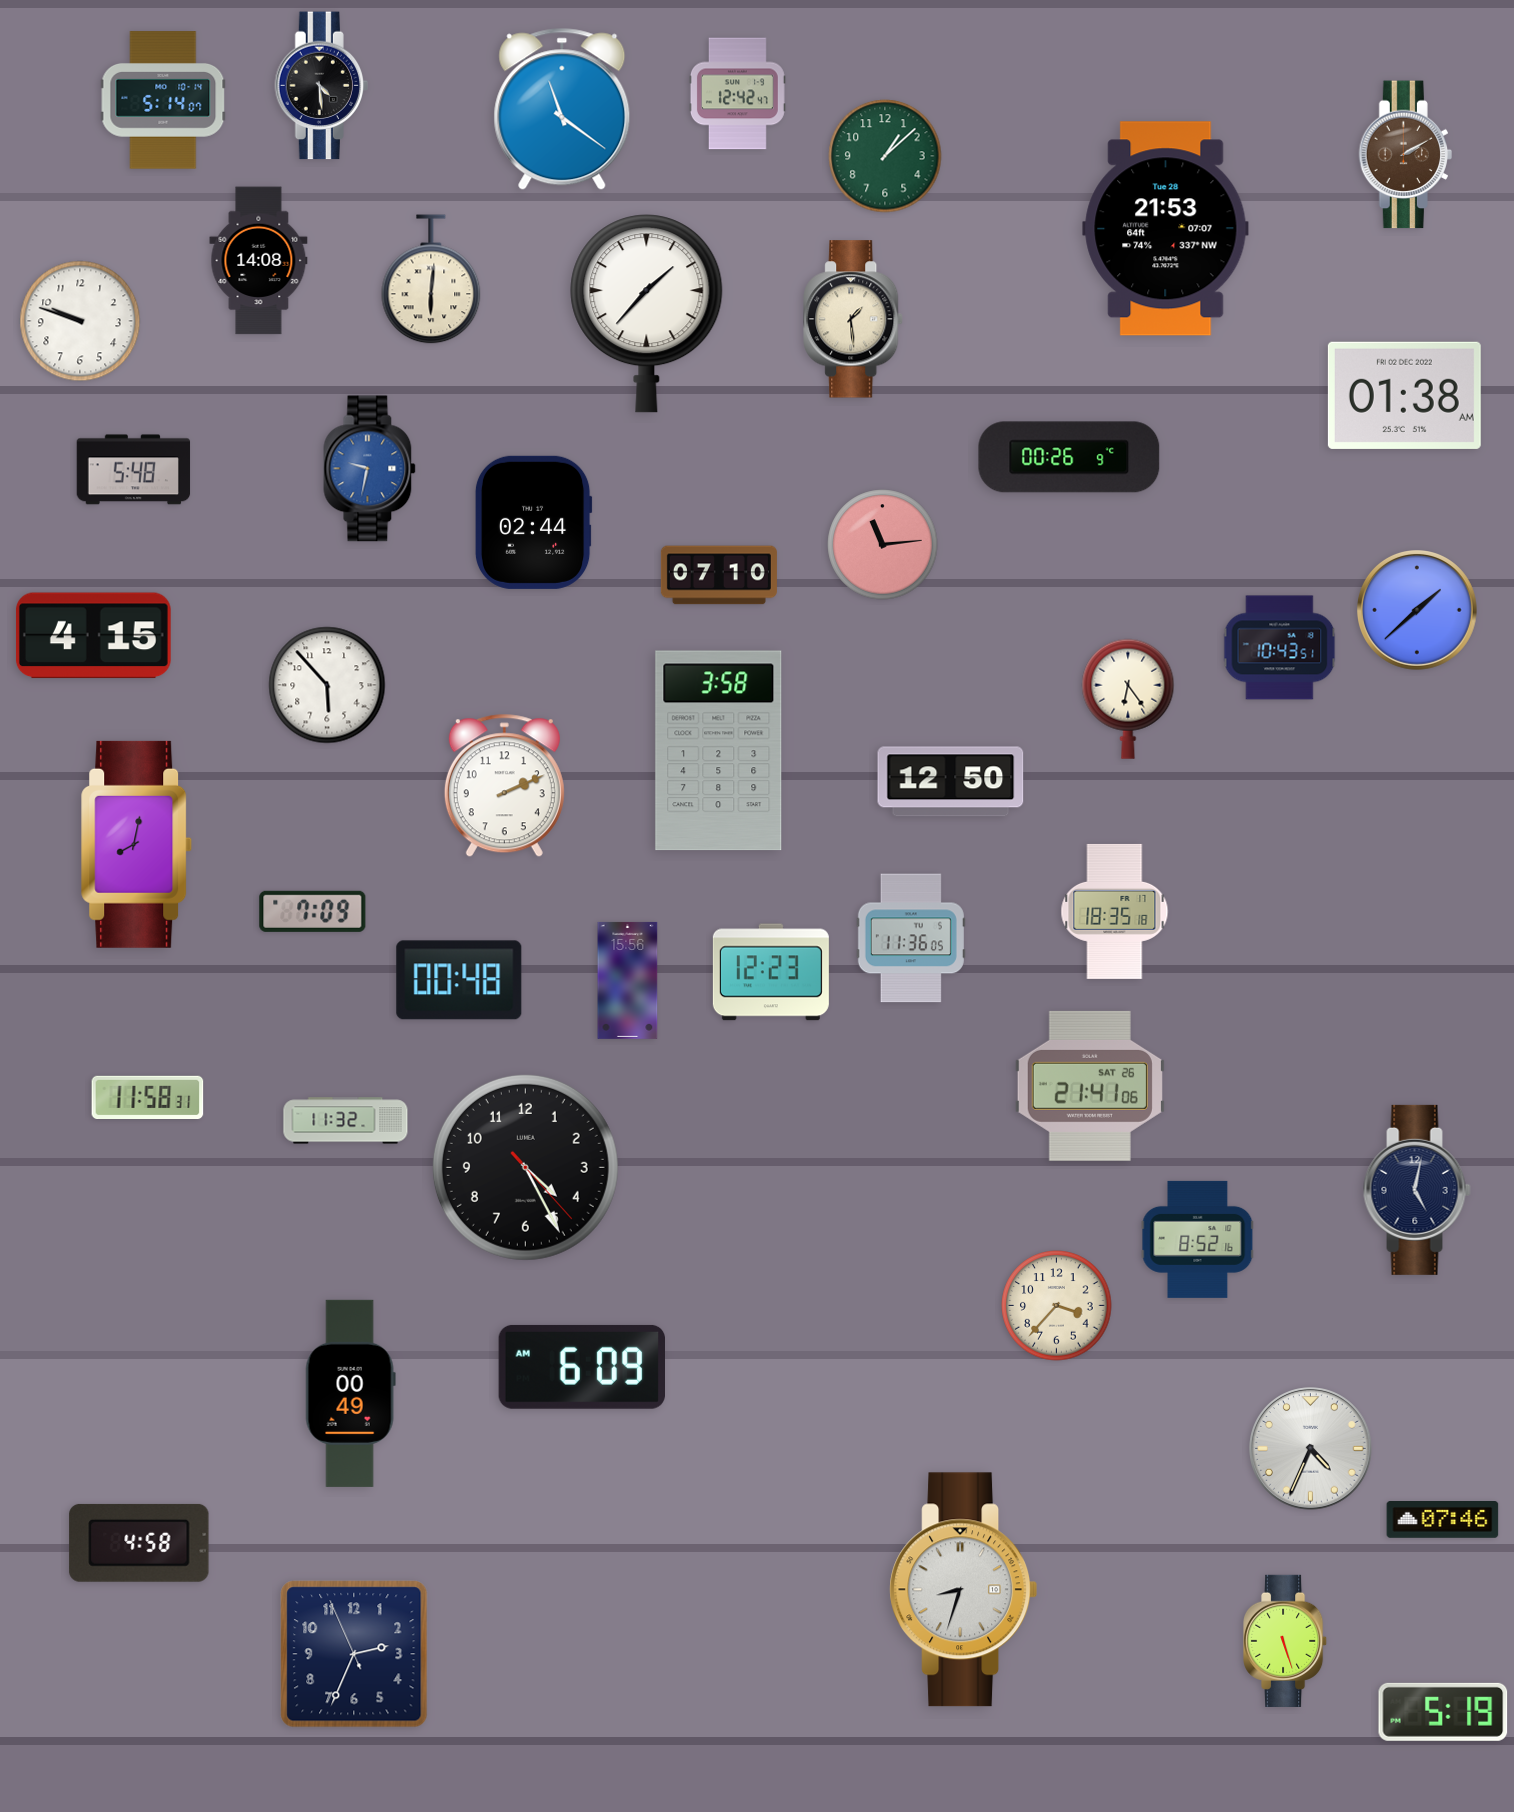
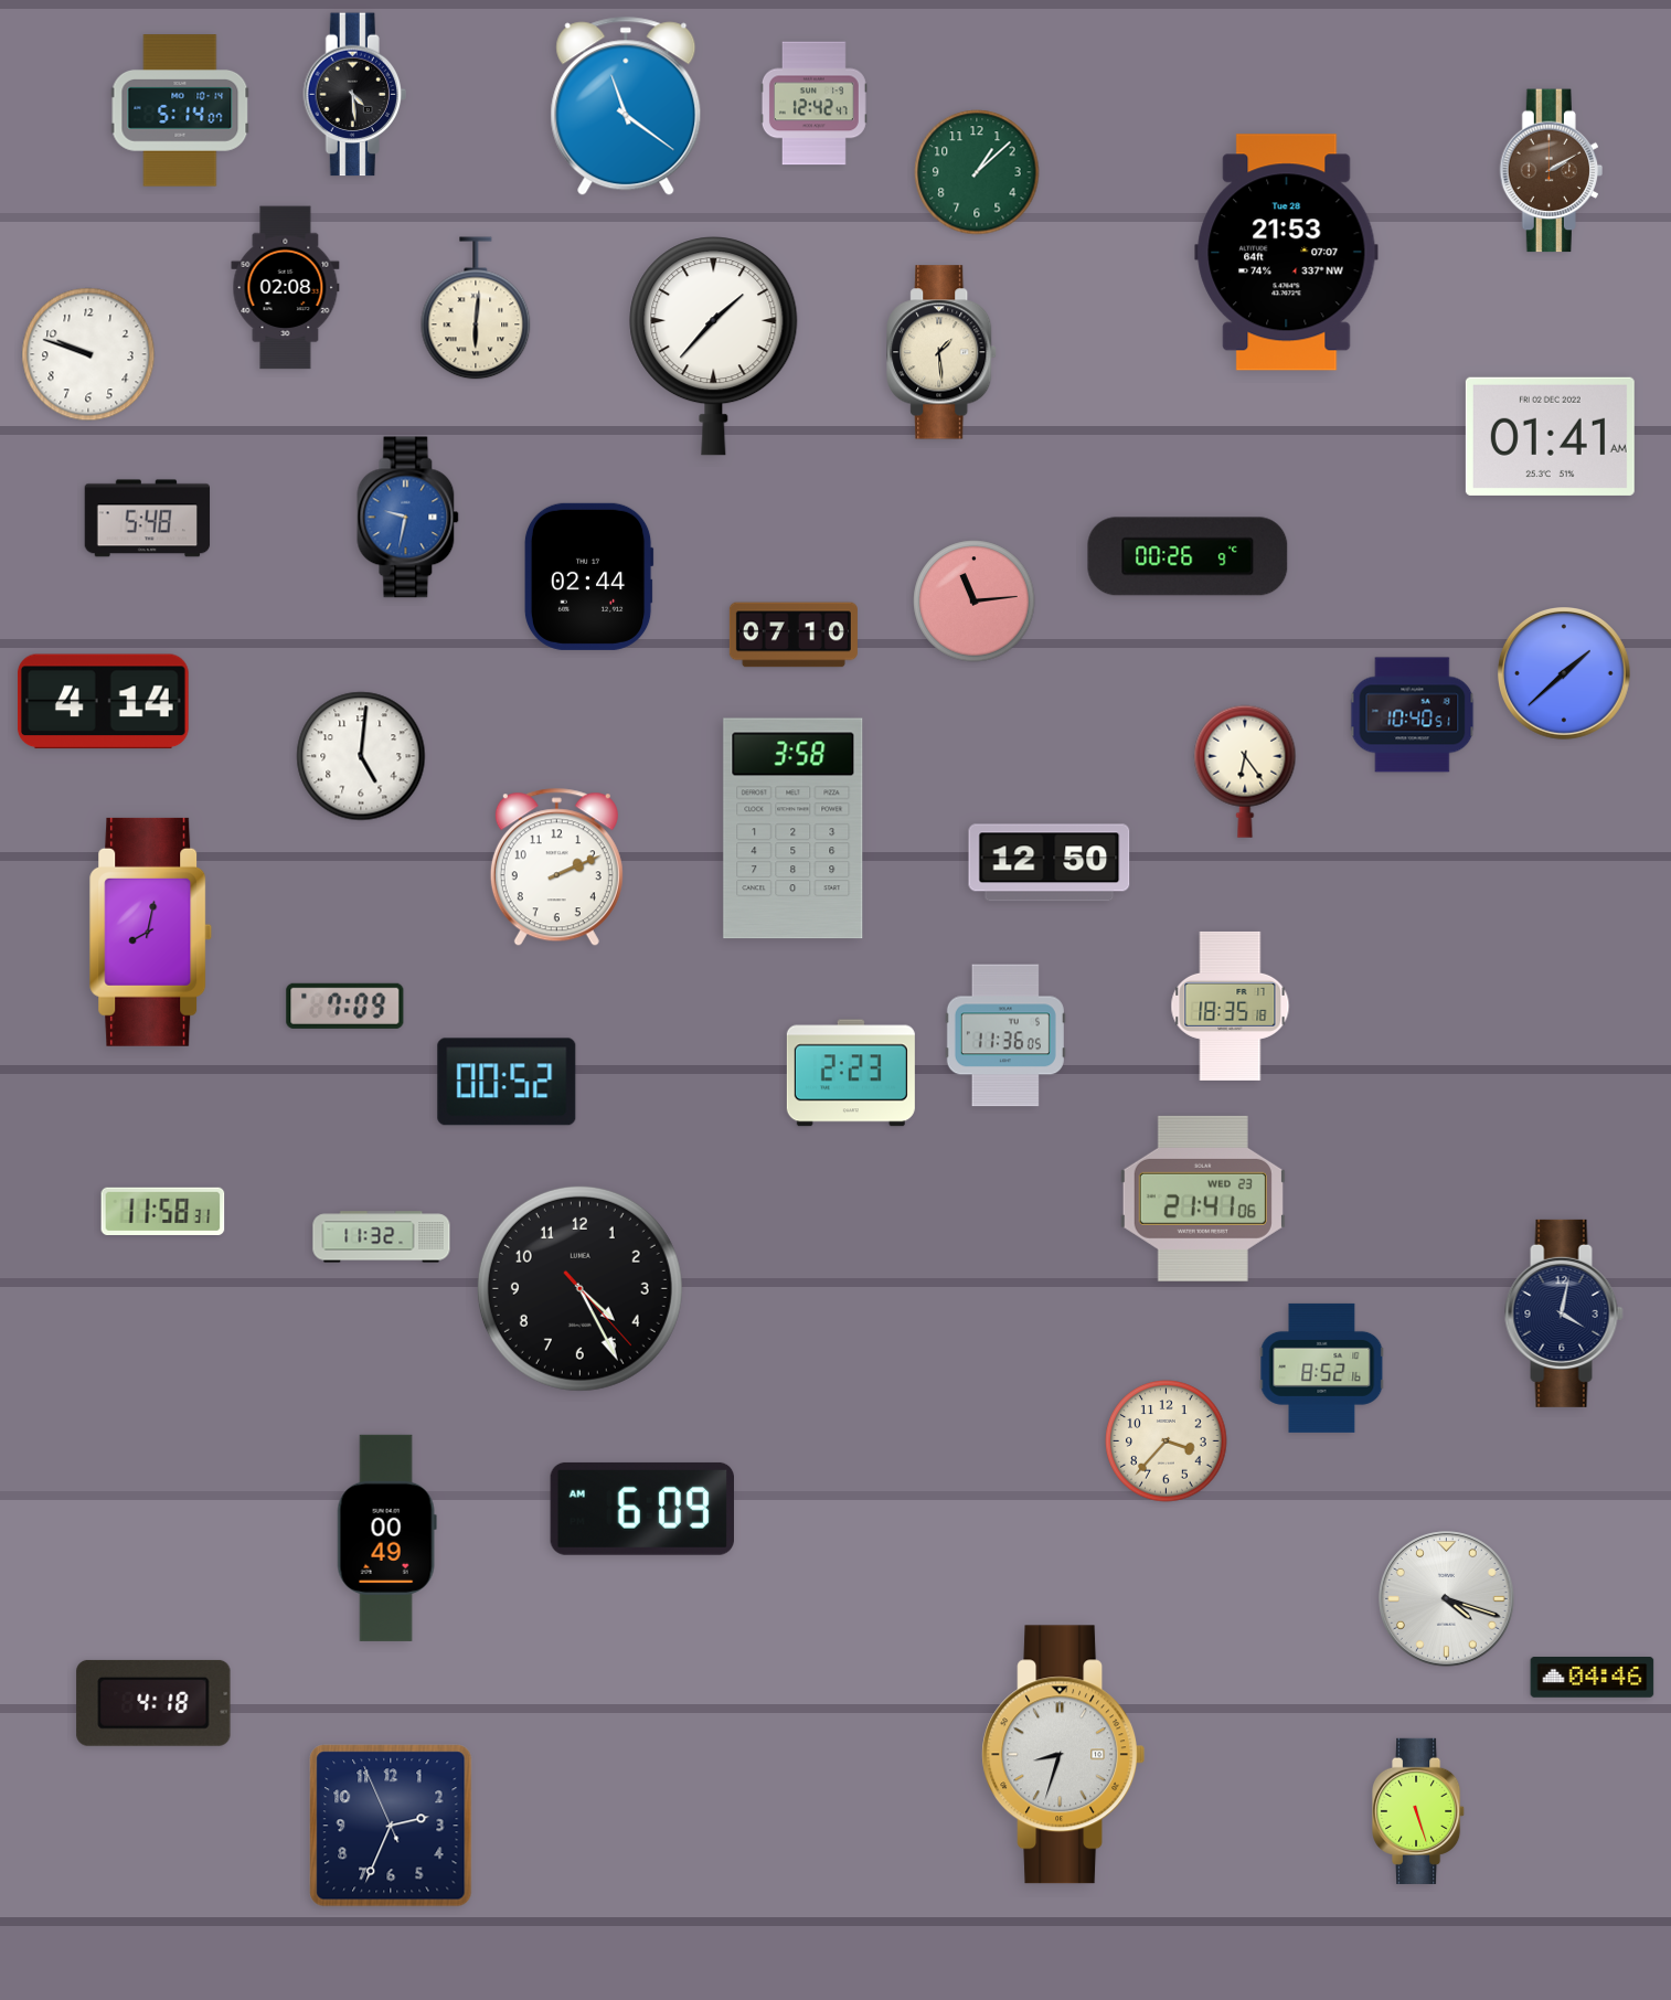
clock at (562, 109) position: (562, 109) -> (626, 106)
clock at (259, 261): 14:08 -> 02:08
clock at (1404, 395): 01:38 -> 01:41
clock at (1069, 457) position: (1069, 457) -> (1188, 556)
clock at (93, 636): 4:15 -> 4:14
clock at (1280, 648): 10:43 -> 10:40
clock at (327, 685): 5:53 -> 5:01
clock at (771, 972): 12:23 -> 2:23
clock at (459, 980): 00:48 -> 00:52
clock at (628, 980): 15:56 -> none
clock at (1090, 1086) date: SAT 26 -> WED 23
clock at (1417, 1190): 5:02 -> 4:02
clock at (1311, 1449): 4:34 -> 4:18
clock at (1443, 1520): 07:46 -> 04:46
clock at (139, 1543): 4:58 -> 4:18
clock at (1443, 1712): 5:19 -> none
